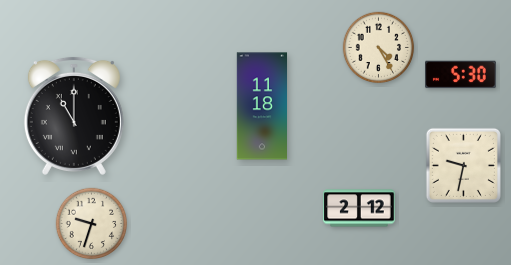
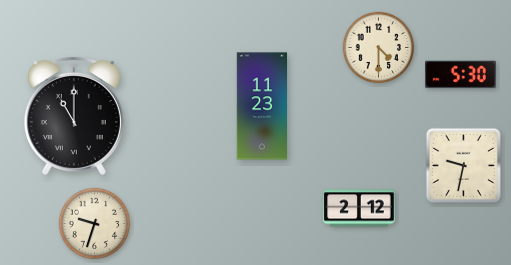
clock at (379, 48): 4:25 -> 4:30
clock at (262, 106): 11:18 -> 11:23
clock at (92, 224) position: (92, 224) -> (95, 224)
